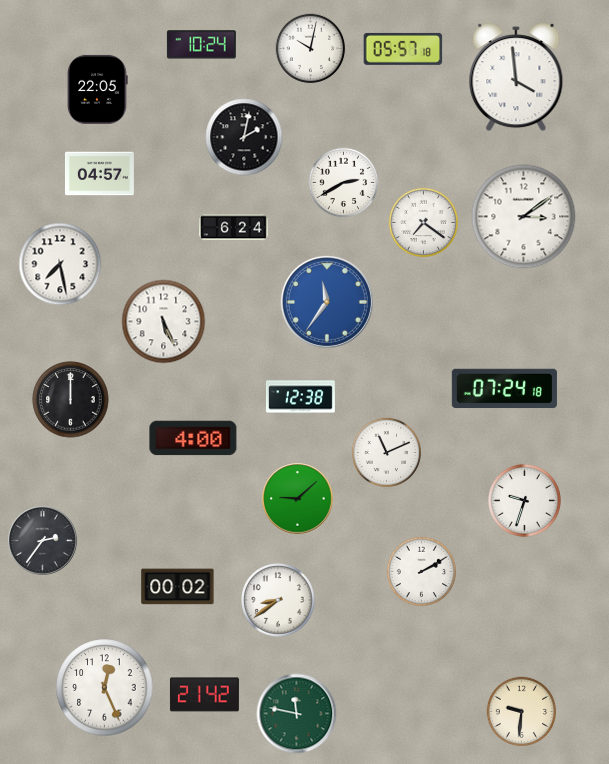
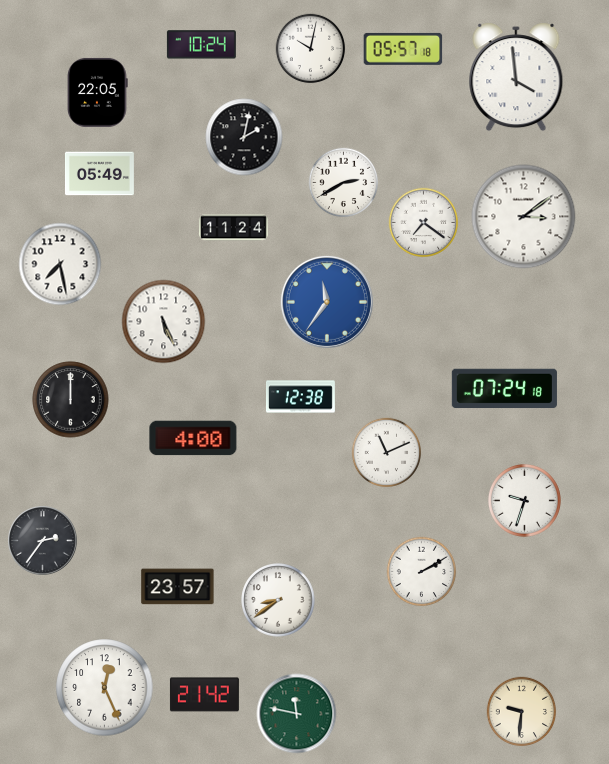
clock at (98, 89) position: (98, 89) -> (98, 92)
clock at (99, 174): 04:57 -> 05:49
clock at (233, 228): 6:24 -> 11:24
clock at (298, 499): 9:08 -> none
clock at (178, 587): 00:02 -> 23:57
